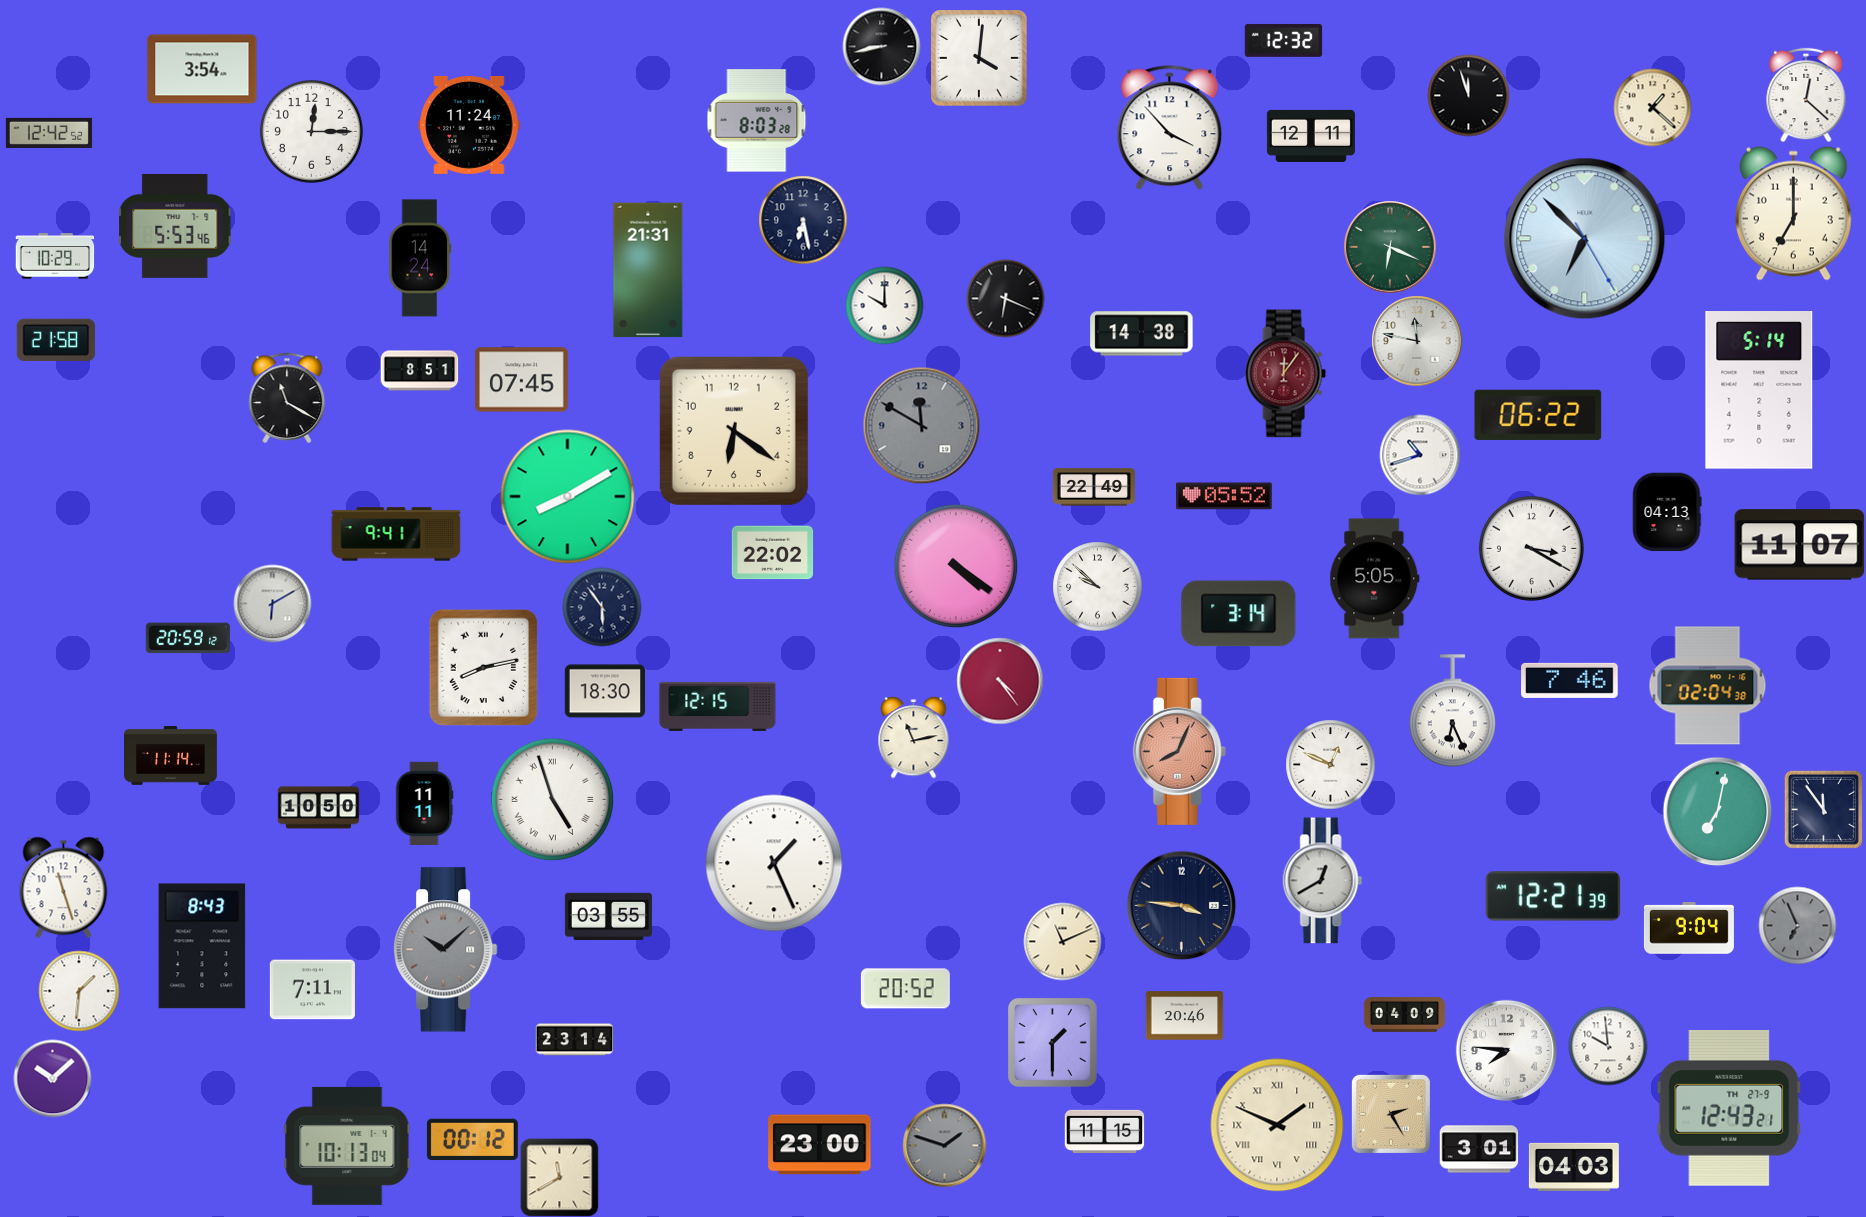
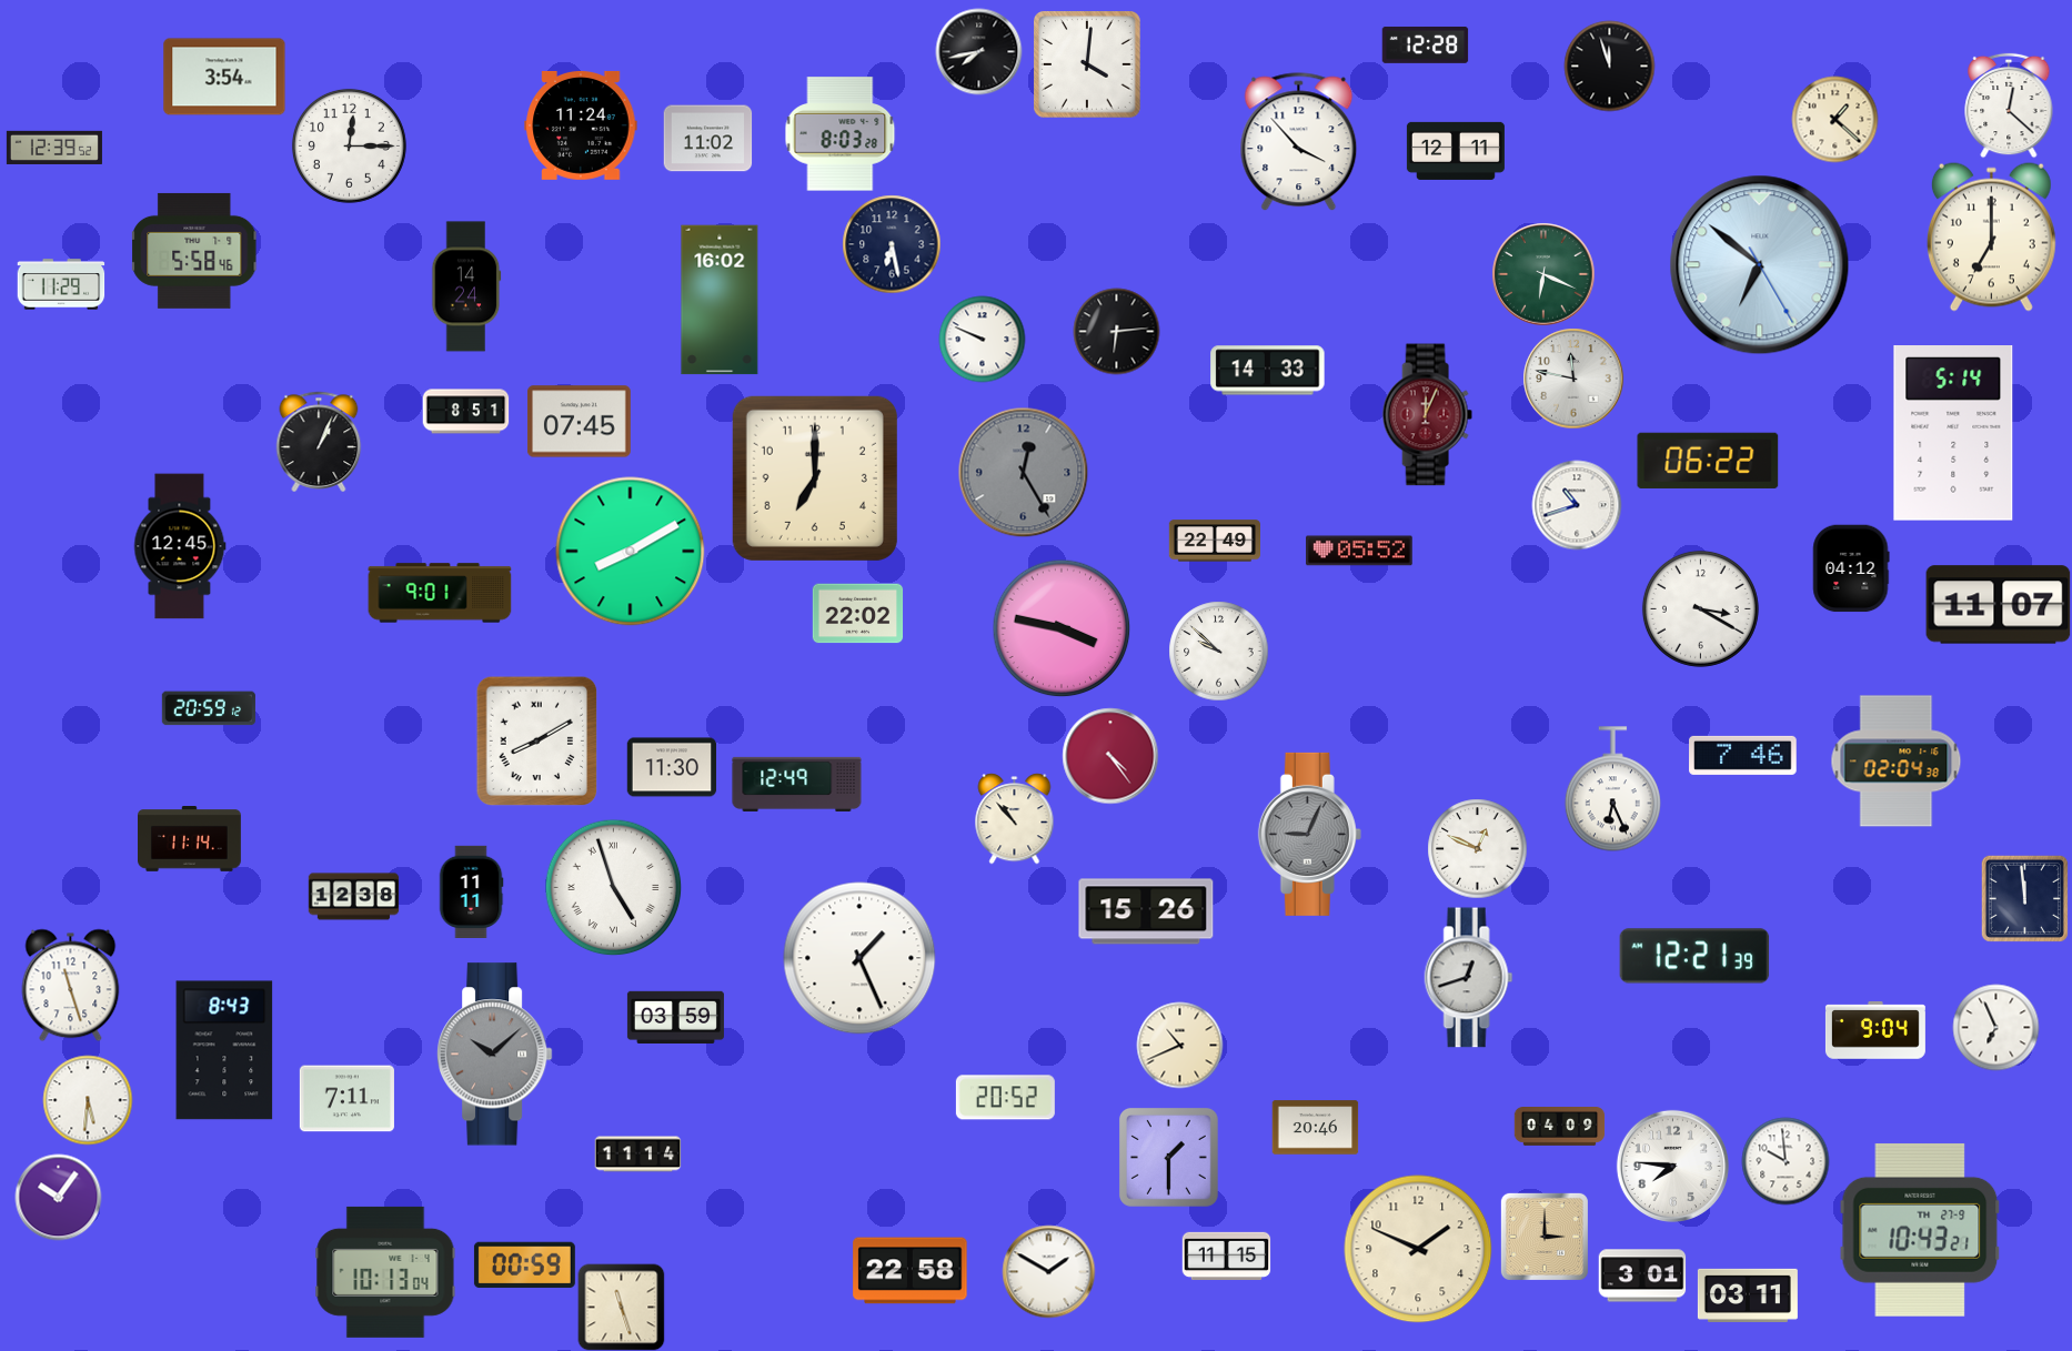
clock at (1283, 41): 12:32 -> 12:28
clock at (881, 46): 8:43 -> 7:43
clock at (1468, 95) position: (1468, 95) -> (1609, 65)
clock at (1806, 95) position: (1806, 95) -> (2009, 105)
clock at (469, 125) position: (469, 125) -> (581, 125)
clock at (707, 139): none -> 11:02
clock at (311, 131) position: (311, 131) -> (349, 145)
clock at (49, 133): 12:42 -> 12:39
clock at (175, 226): 5:53 -> 5:58
clock at (1585, 239): 6:52 -> 6:51
clock at (55, 256): 10:29 -> 11:29
clock at (648, 270): 21:31 -> 16:02
clock at (1005, 298): 6:19 -> 6:14
clock at (884, 305): 10:00 -> 9:49
clock at (1142, 334): 14:38 -> 14:33
clock at (56, 339): 21:58 -> none
clock at (1285, 374): 12:06 -> 12:04
clock at (287, 398): 11:20 -> 1:04
clock at (921, 425): 11:50 -> 12:25
clock at (734, 431): 6:21 -> 7:00
clock at (180, 546): none -> 12:45
clock at (1667, 512): 04:13 -> 04:12
clock at (396, 534): 9:41 -> 9:01
clock at (956, 566): 4:21 -> 3:47
clock at (1375, 579): 5:05 -> none
clock at (272, 603): 6:10 -> none
clock at (602, 607): 5:54 -> none
clock at (1239, 614): 3:14 -> none
clock at (484, 667): 8:13 -> 8:10
clock at (605, 691): 18:30 -> 11:30
clock at (718, 706): 12:15 -> 12:49
clock at (914, 737): 11:13 -> 10:53
clock at (1179, 751): 8:04 -> 9:04
clock at (1179, 751) dial: salmon -> grey
clock at (318, 808): 10:50 -> 12:38
clock at (1823, 809): 11:54 -> 11:59
clock at (1717, 811): 7:02 -> none
clock at (1146, 911): none -> 15:26
clock at (1323, 881): 12:40 -> 12:42
clock at (1553, 896) position: (1553, 896) -> (1694, 956)
clock at (1181, 905): 3:46 -> none
clock at (608, 916): 03:55 -> 03:59
clock at (1797, 925) dial: grey -> white
clock at (1062, 941): 11:11 -> 10:41
clock at (79, 991): 1:31 -> 5:31
clock at (574, 1040): 23:14 -> 11:14
clock at (52, 1078): 10:08 -> 10:06
clock at (1729, 1108): 12:43 -> 10:43
clock at (1391, 1114): 2:25 -> 3:00
clock at (1277, 1125) numerals: Roman -> Arabic
clock at (472, 1140): 00:12 -> 00:59
clock at (820, 1145): 23:00 -> 22:58
clock at (944, 1145): 1:48 -> 1:50
clock at (944, 1145) dial: grey -> white
clock at (1574, 1167): 04:03 -> 03:11
clock at (559, 1177): 11:40 -> 11:27
